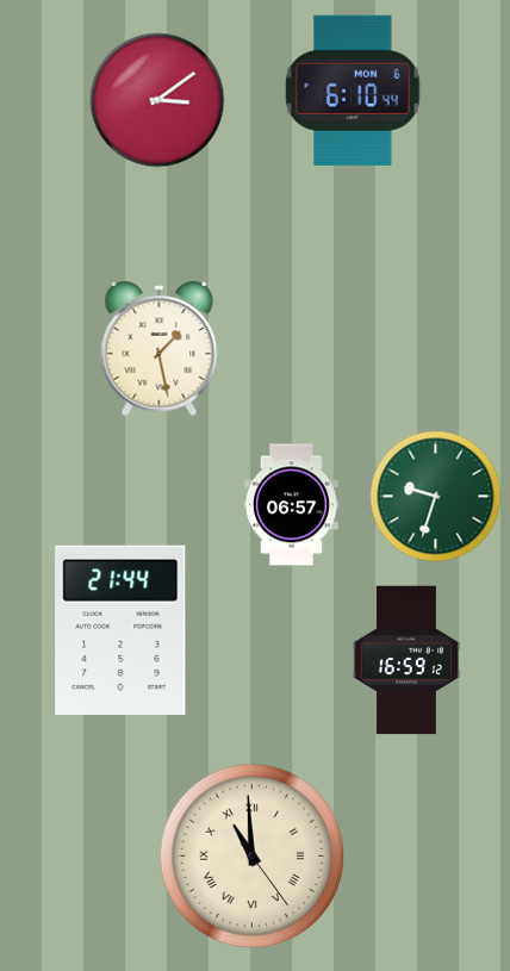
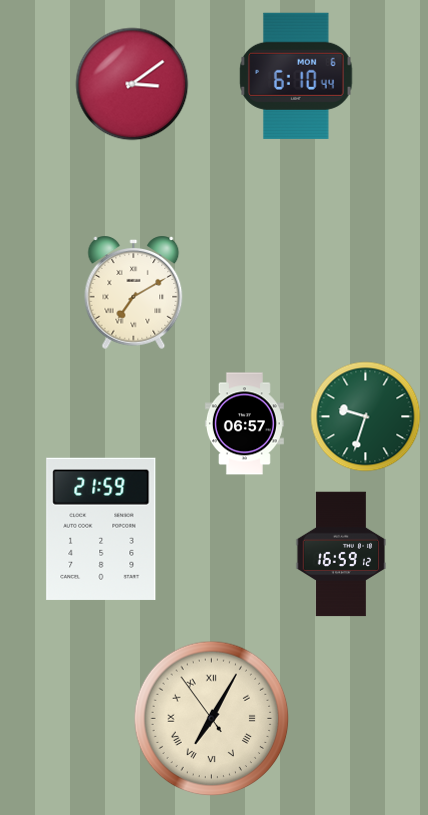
clock at (160, 348): 1:28 -> 7:10
clock at (120, 630): 21:44 -> 21:59
clock at (253, 857): 10:59 -> 7:04
